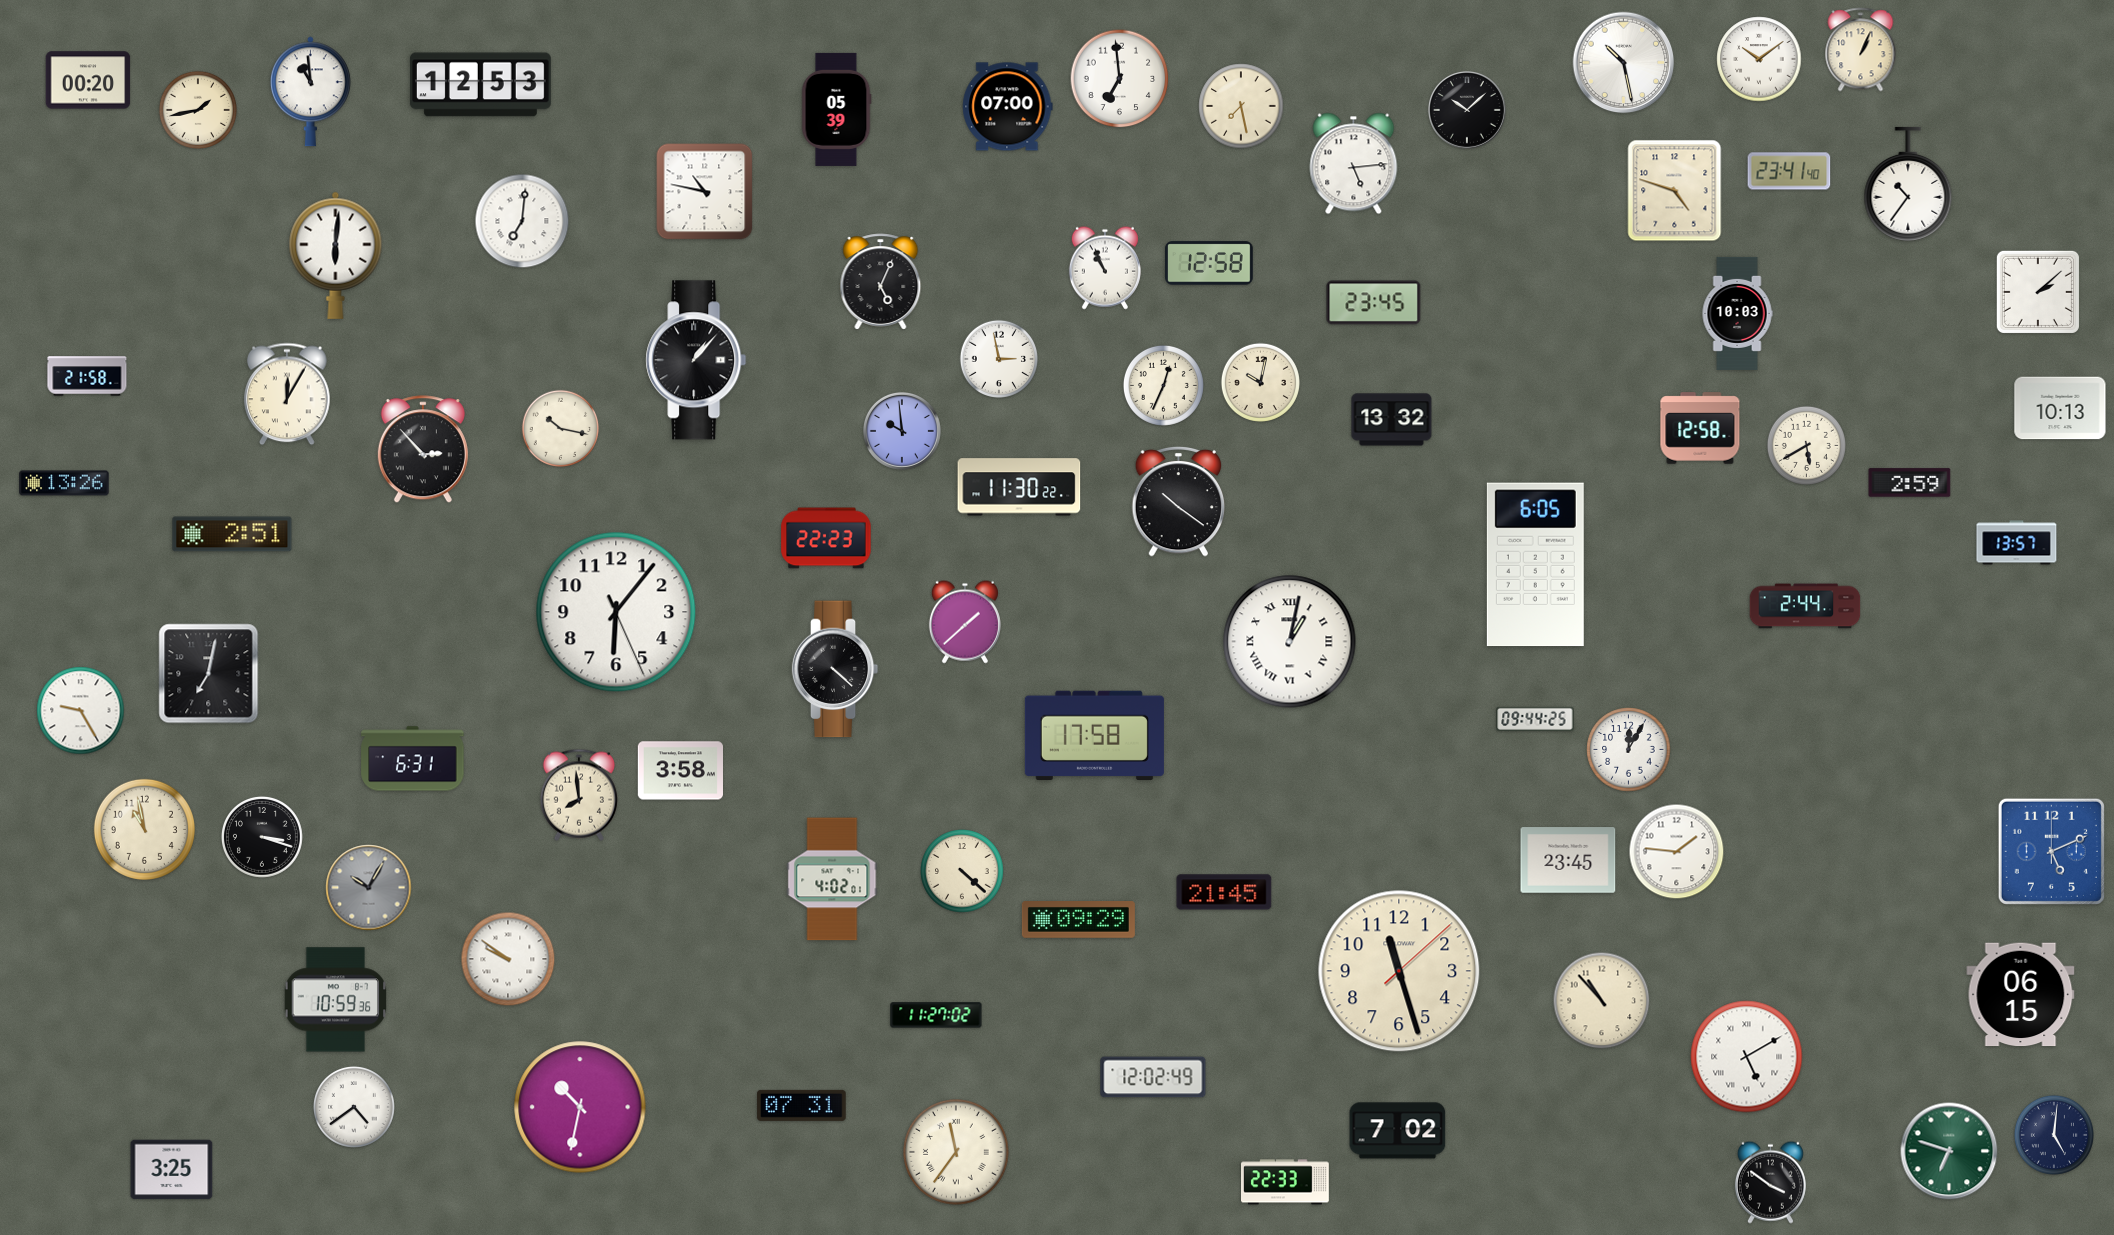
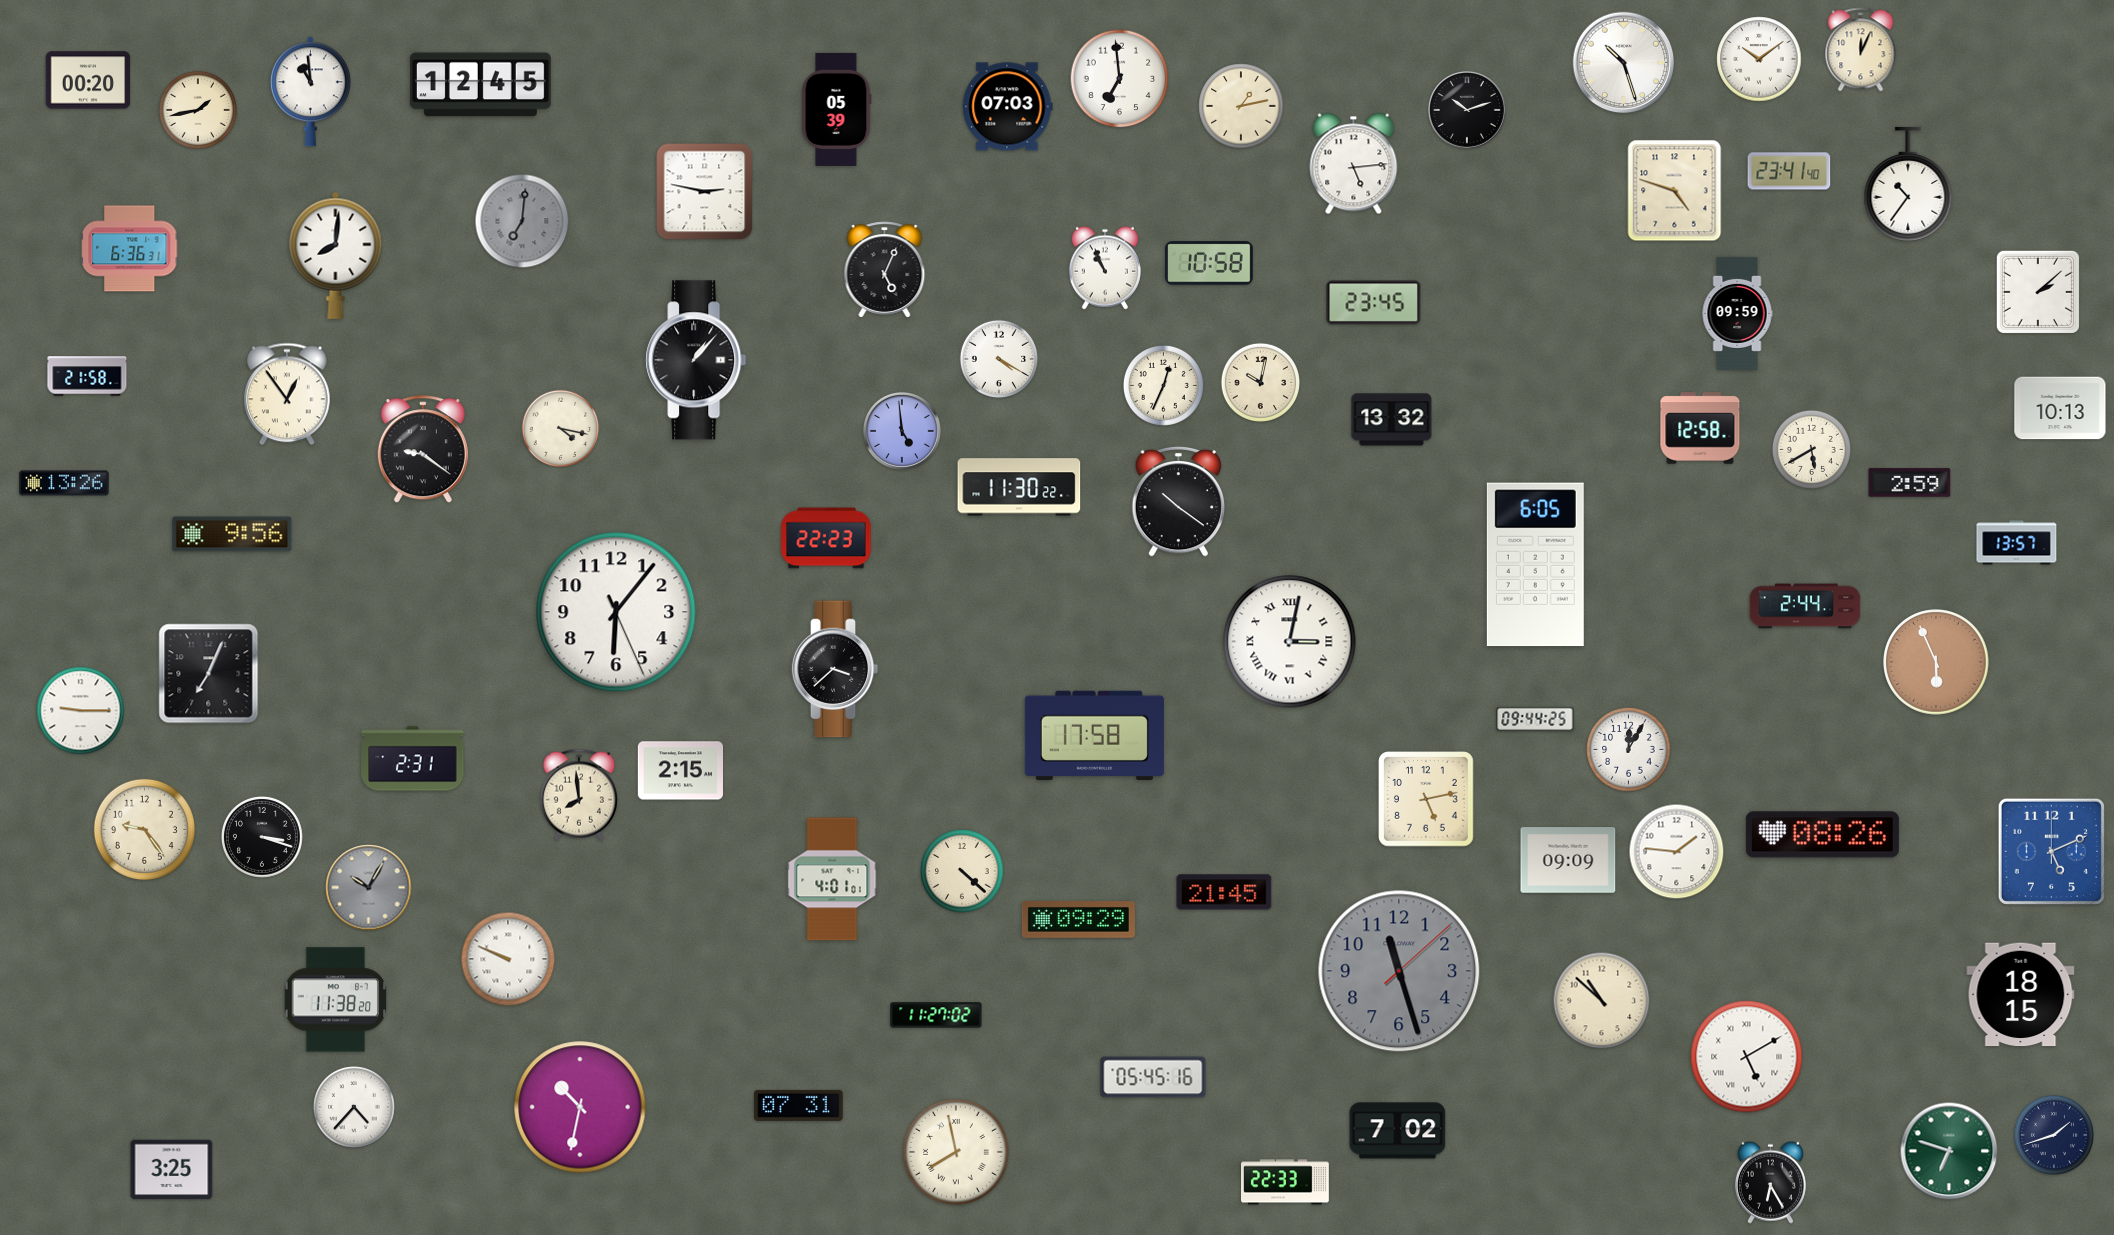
clock at (1861, 50): 1:04 -> 12:04
clock at (1624, 63): 10:28 -> 10:27
clock at (480, 85): 12:53 -> 12:45
clock at (1241, 106): 7:28 -> 1:13
clock at (1008, 107): 07:00 -> 07:03
clock at (1467, 110): 10:08 -> 10:12
clock at (705, 192): 10:47 -> 2:47
clock at (522, 221) dial: white -> grey
clock at (130, 249): none -> 6:36
clock at (336, 255): 6:01 -> 8:01
clock at (1210, 263): 12:58 -> 10:58
clock at (881, 282) position: (881, 282) -> (885, 270)
clock at (1737, 313): 10:03 -> 09:59
clock at (998, 358): 2:58 -> 4:20
clock at (287, 394): 12:05 -> 12:54
clock at (561, 429): 10:17 -> 4:17
clock at (902, 431): 9:59 -> 4:59
clock at (1806, 445) position: (1806, 445) -> (1811, 449)
clock at (423, 450): 2:53 -> 9:21
clock at (232, 534): 2:51 -> 9:56
clock at (965, 622): 1:38 -> none
clock at (1290, 642): 1:02 -> 3:02
clock at (1936, 662): none -> 5:56
clock at (835, 669): 4:22 -> 3:38
clock at (209, 674): 7:02 -> 7:04
clock at (81, 711): 9:25 -> 9:15
clock at (413, 759): 6:31 -> 2:31
clock at (680, 771): 3:58 -> 2:15
clock at (1427, 800): none -> 5:13
clock at (144, 829): 10:58 -> 9:24
clock at (1822, 835): none -> 08:26
clock at (1568, 860): 23:45 -> 09:09
clock at (832, 879): 4:02 -> 4:01
clock at (508, 959): 9:51 -> 9:49
clock at (1399, 971) dial: cream -> grey
clock at (2021, 995): 06:15 -> 18:15
clock at (336, 1000): 10:59 -> 11:38
clock at (1602, 1001): 10:53 -> 10:52
clock at (1153, 1077): 12:02 -> 05:45
clock at (802, 1105) position: (802, 1105) -> (799, 1105)
clock at (354, 1107): 4:39 -> 4:37
clock at (2054, 1135): 5:01 -> 1:42
clock at (956, 1152): 11:36 -> 7:58
clock at (1770, 1182): 3:51 -> 6:25
